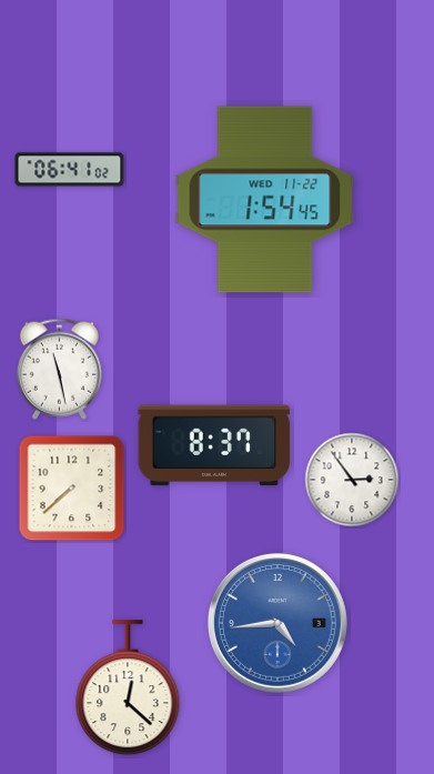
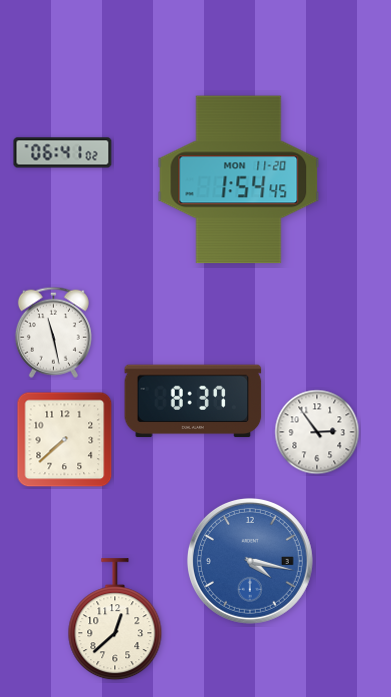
clock at (265, 200) date: WED 11-22 -> MON 11-20
clock at (277, 623): 4:44 -> 4:17
clock at (128, 688): 12:22 -> 12:38
